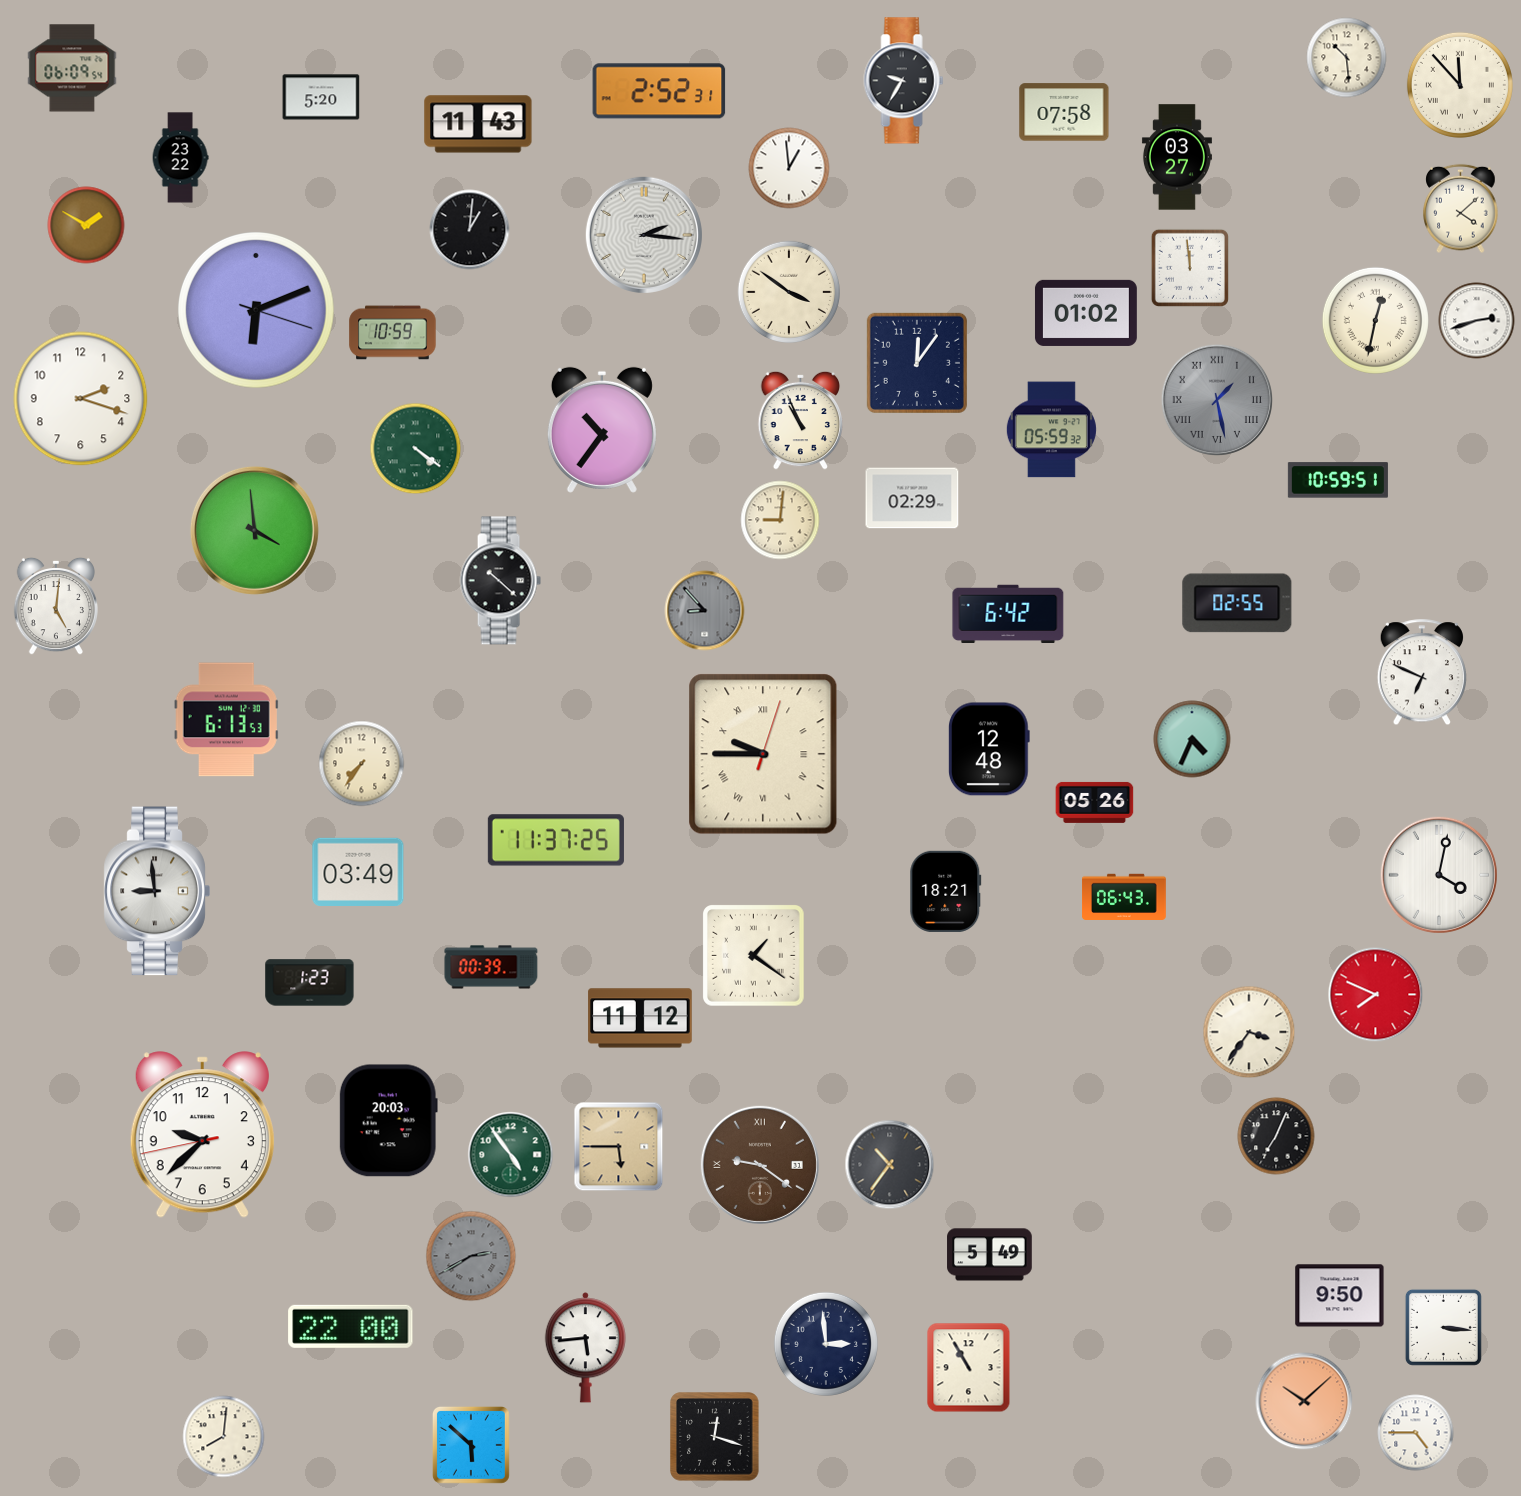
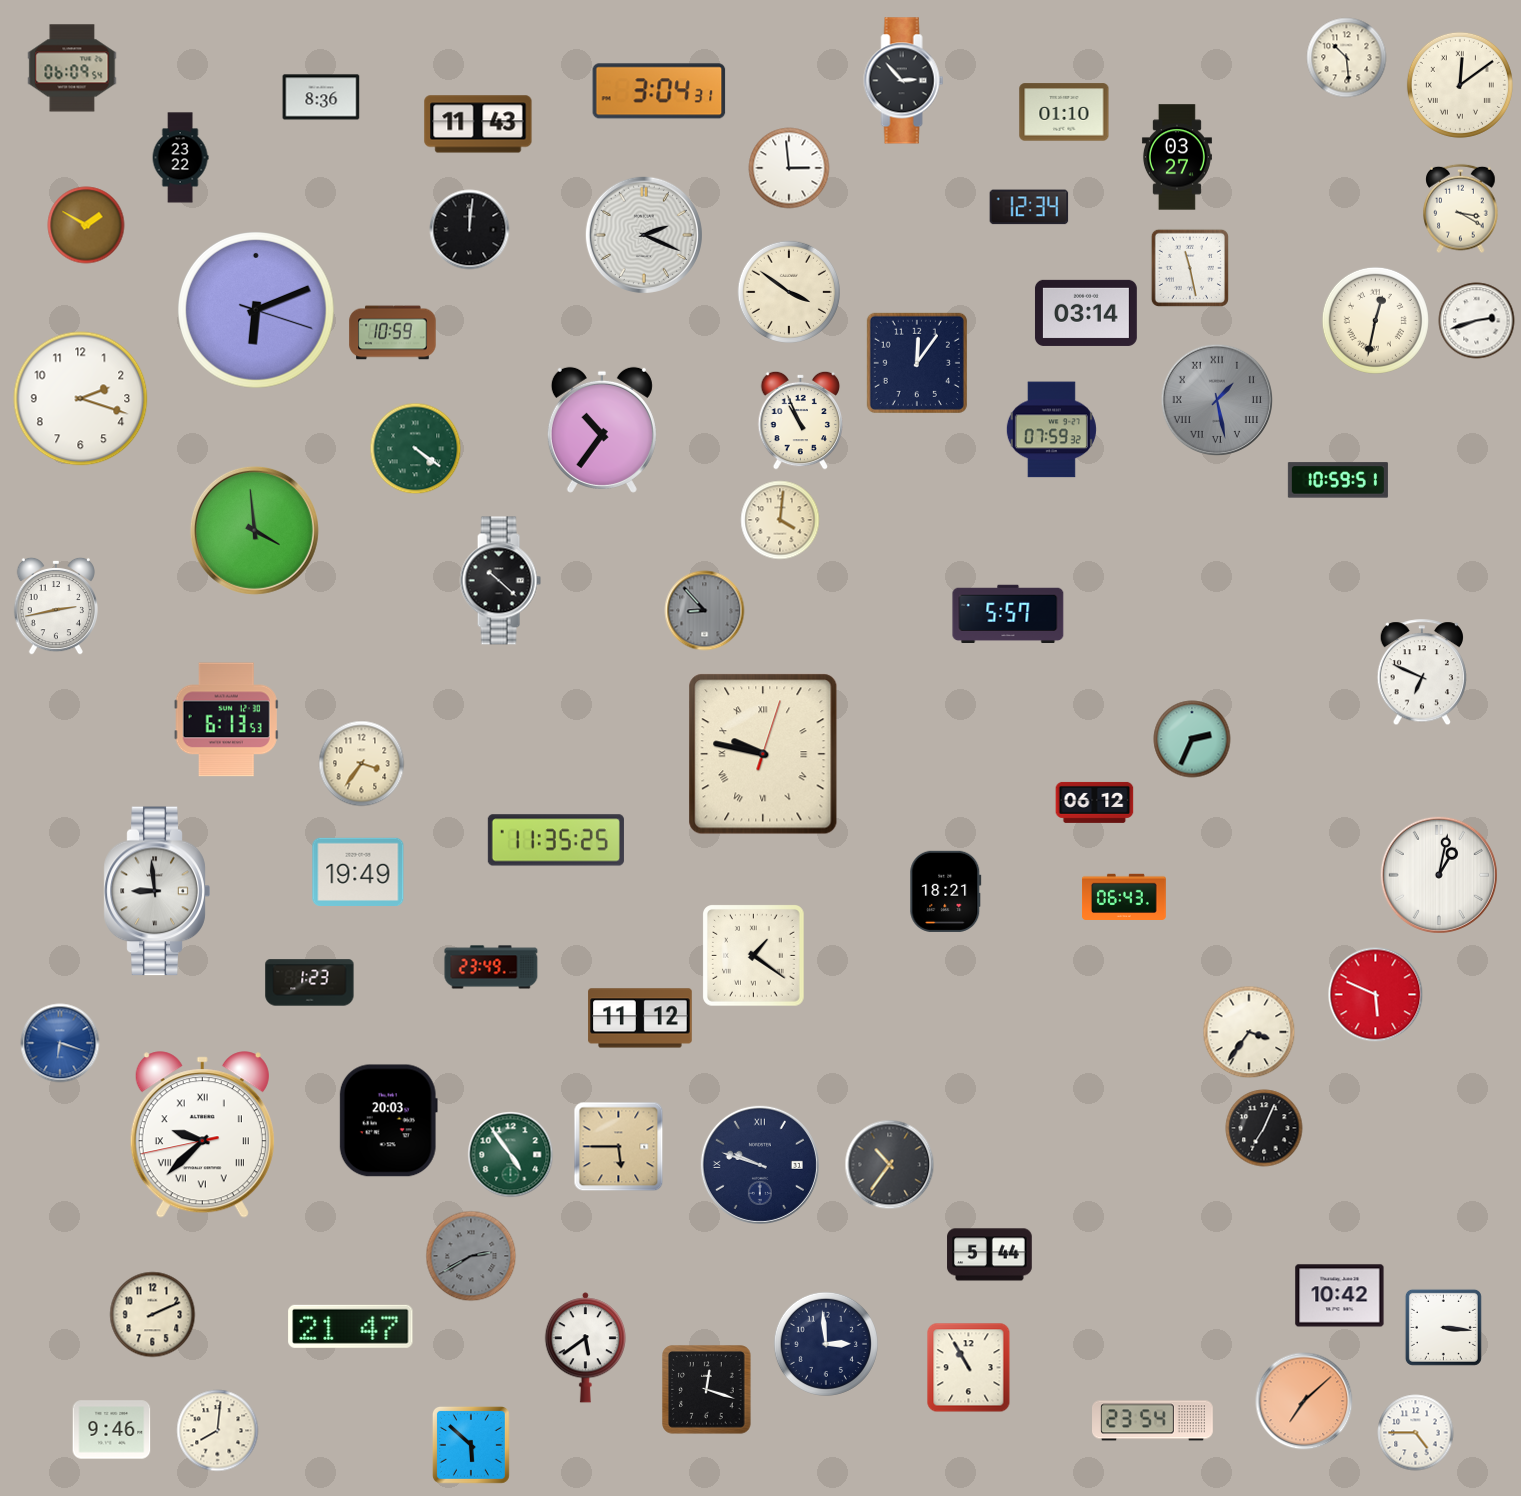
clock at (904, 81): 9:35 -> 2:53
clock at (1460, 85): 11:53 -> 12:09
clock at (659, 91): 2:52 -> 3:04
clock at (321, 97): 5:20 -> 8:36
clock at (1064, 112): 07:58 -> 01:10
clock at (789, 168): 12:59 -> 2:59
clock at (1029, 207): none -> 12:34
clock at (1461, 209): 4:08 -> 3:20
clock at (470, 230): 1:01 -> 12:01
clock at (644, 235): 2:16 -> 2:19
clock at (1190, 268): 11:59 -> 11:28
clock at (1086, 313): 01:02 -> 03:14
clock at (1051, 430): 05:59 -> 07:59
clock at (912, 498): 02:29 -> none
clock at (780, 520): 9:01 -> 4:01
clock at (1237, 603): 02:55 -> none
clock at (56, 606): 5:01 -> 2:43
clock at (1008, 614): 6:42 -> 5:57
clock at (1192, 739): 4:34 -> 2:34
clock at (989, 749): 12:48 -> none
clock at (763, 754): 9:45 -> 9:47
clock at (362, 764): 7:36 -> 3:36
clock at (1095, 802): 05:26 -> 06:12
clock at (556, 840): 11:37 -> 11:35
clock at (358, 871): 03:49 -> 19:49
clock at (1439, 875): 4:02 -> 1:02
clock at (491, 967): 00:39 -> 23:49
clock at (1376, 995): 7:49 -> 5:49
clock at (60, 1043): none -> 6:18
clock at (202, 1135) numerals: Arabic -> Roman
clock at (1276, 1136) position: (1276, 1136) -> (1264, 1128)
clock at (760, 1165): 9:21 -> 9:48
clock at (760, 1165) dial: brown -> navy
clock at (990, 1255): 5:49 -> 5:44
clock at (1340, 1296): 9:50 -> 10:42
clock at (153, 1315): none -> 2:11
clock at (351, 1326): 22:00 -> 21:47
clock at (585, 1348): 5:44 -> 5:39
clock at (1304, 1401): 10:08 -> 7:08
clock at (1153, 1421): none -> 23:54
clock at (112, 1430): none -> 9:46
clock at (224, 1437) position: (224, 1437) -> (218, 1431)
clock at (715, 1437) position: (715, 1437) -> (707, 1390)
